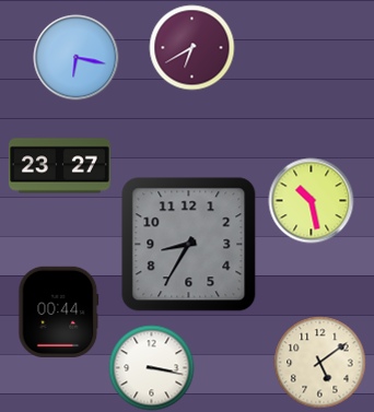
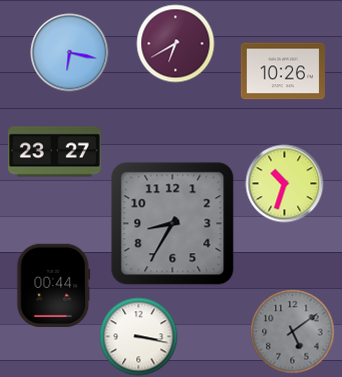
clock at (282, 71): none -> 10:26
clock at (311, 200): 10:28 -> 10:33
clock at (319, 362) dial: cream -> grey
